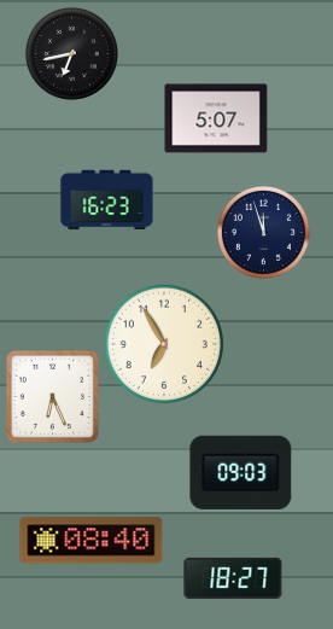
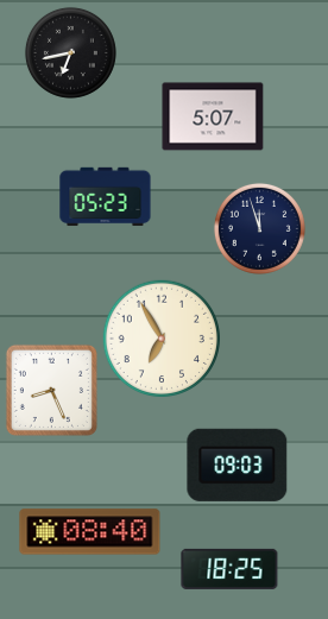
clock at (107, 200): 16:23 -> 05:23
clock at (52, 396): 6:26 -> 8:26
clock at (233, 578): 18:27 -> 18:25
